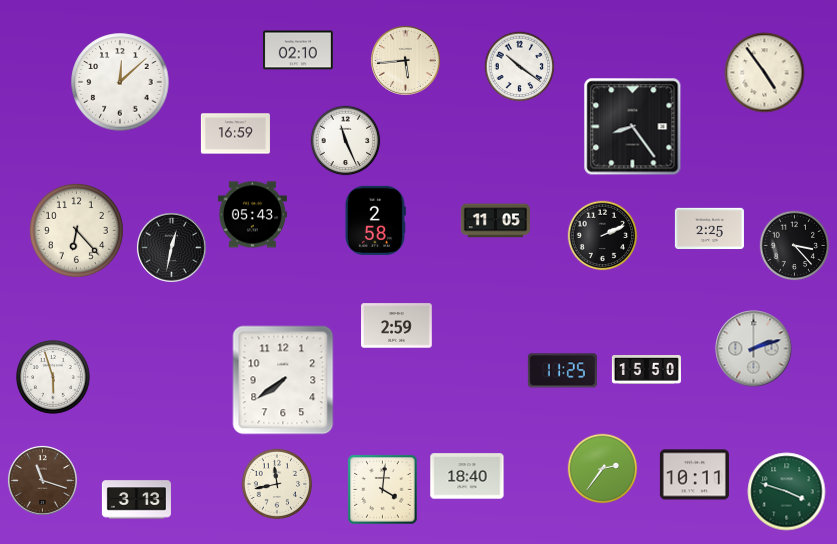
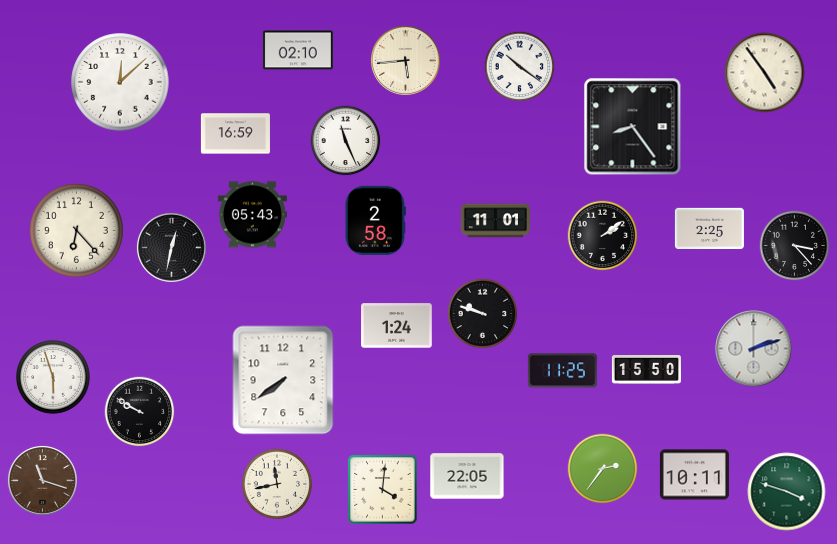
clock at (495, 221): 11:05 -> 11:01
clock at (603, 236): 2:11 -> 2:09
clock at (483, 314): none -> 9:48
clock at (397, 326): 2:59 -> 1:24
clock at (140, 412): none -> 9:50
clock at (467, 476): 18:40 -> 22:05
clock at (136, 500): 3:13 -> none
